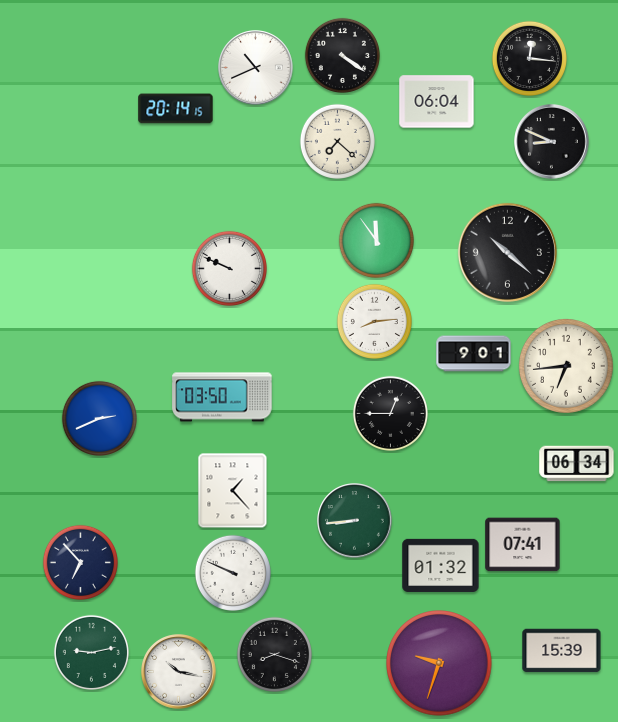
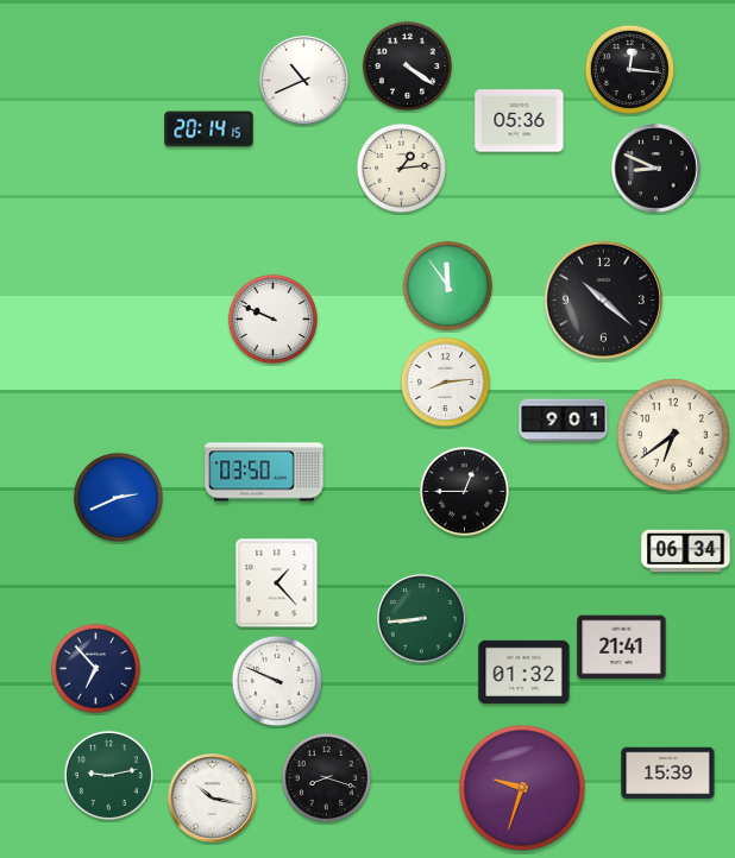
clock at (437, 102): 06:04 -> 05:36
clock at (337, 141): 7:22 -> 1:14
clock at (566, 366): 6:44 -> 6:39
clock at (523, 545): 07:41 -> 21:41
